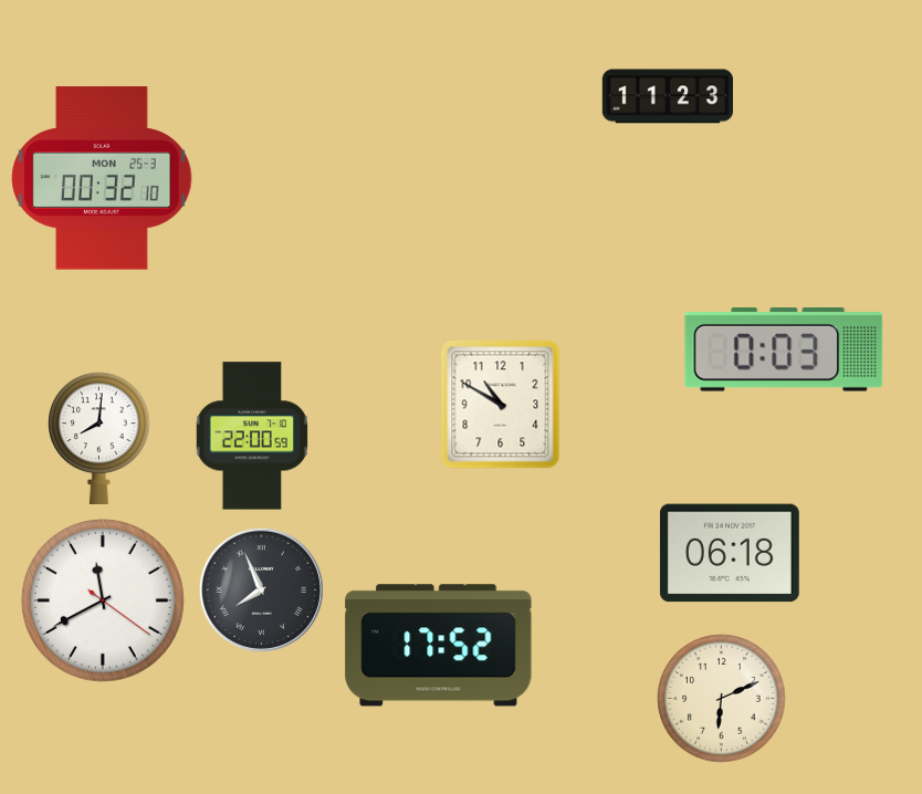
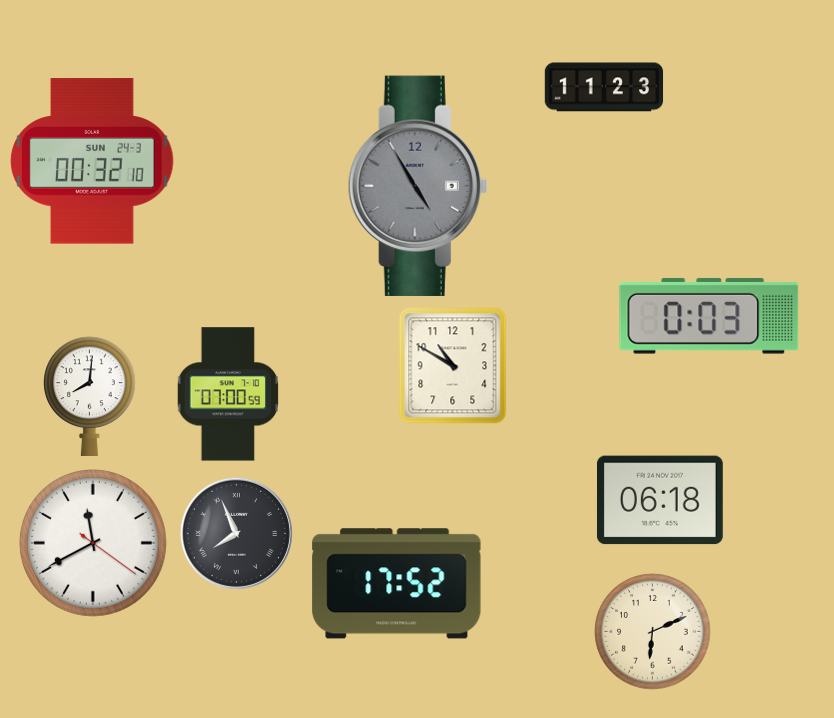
clock at (102, 178) date: MON 25-3 -> SUN 24-3
clock at (418, 186): none -> 4:55
clock at (252, 436): 22:00 -> 07:00
